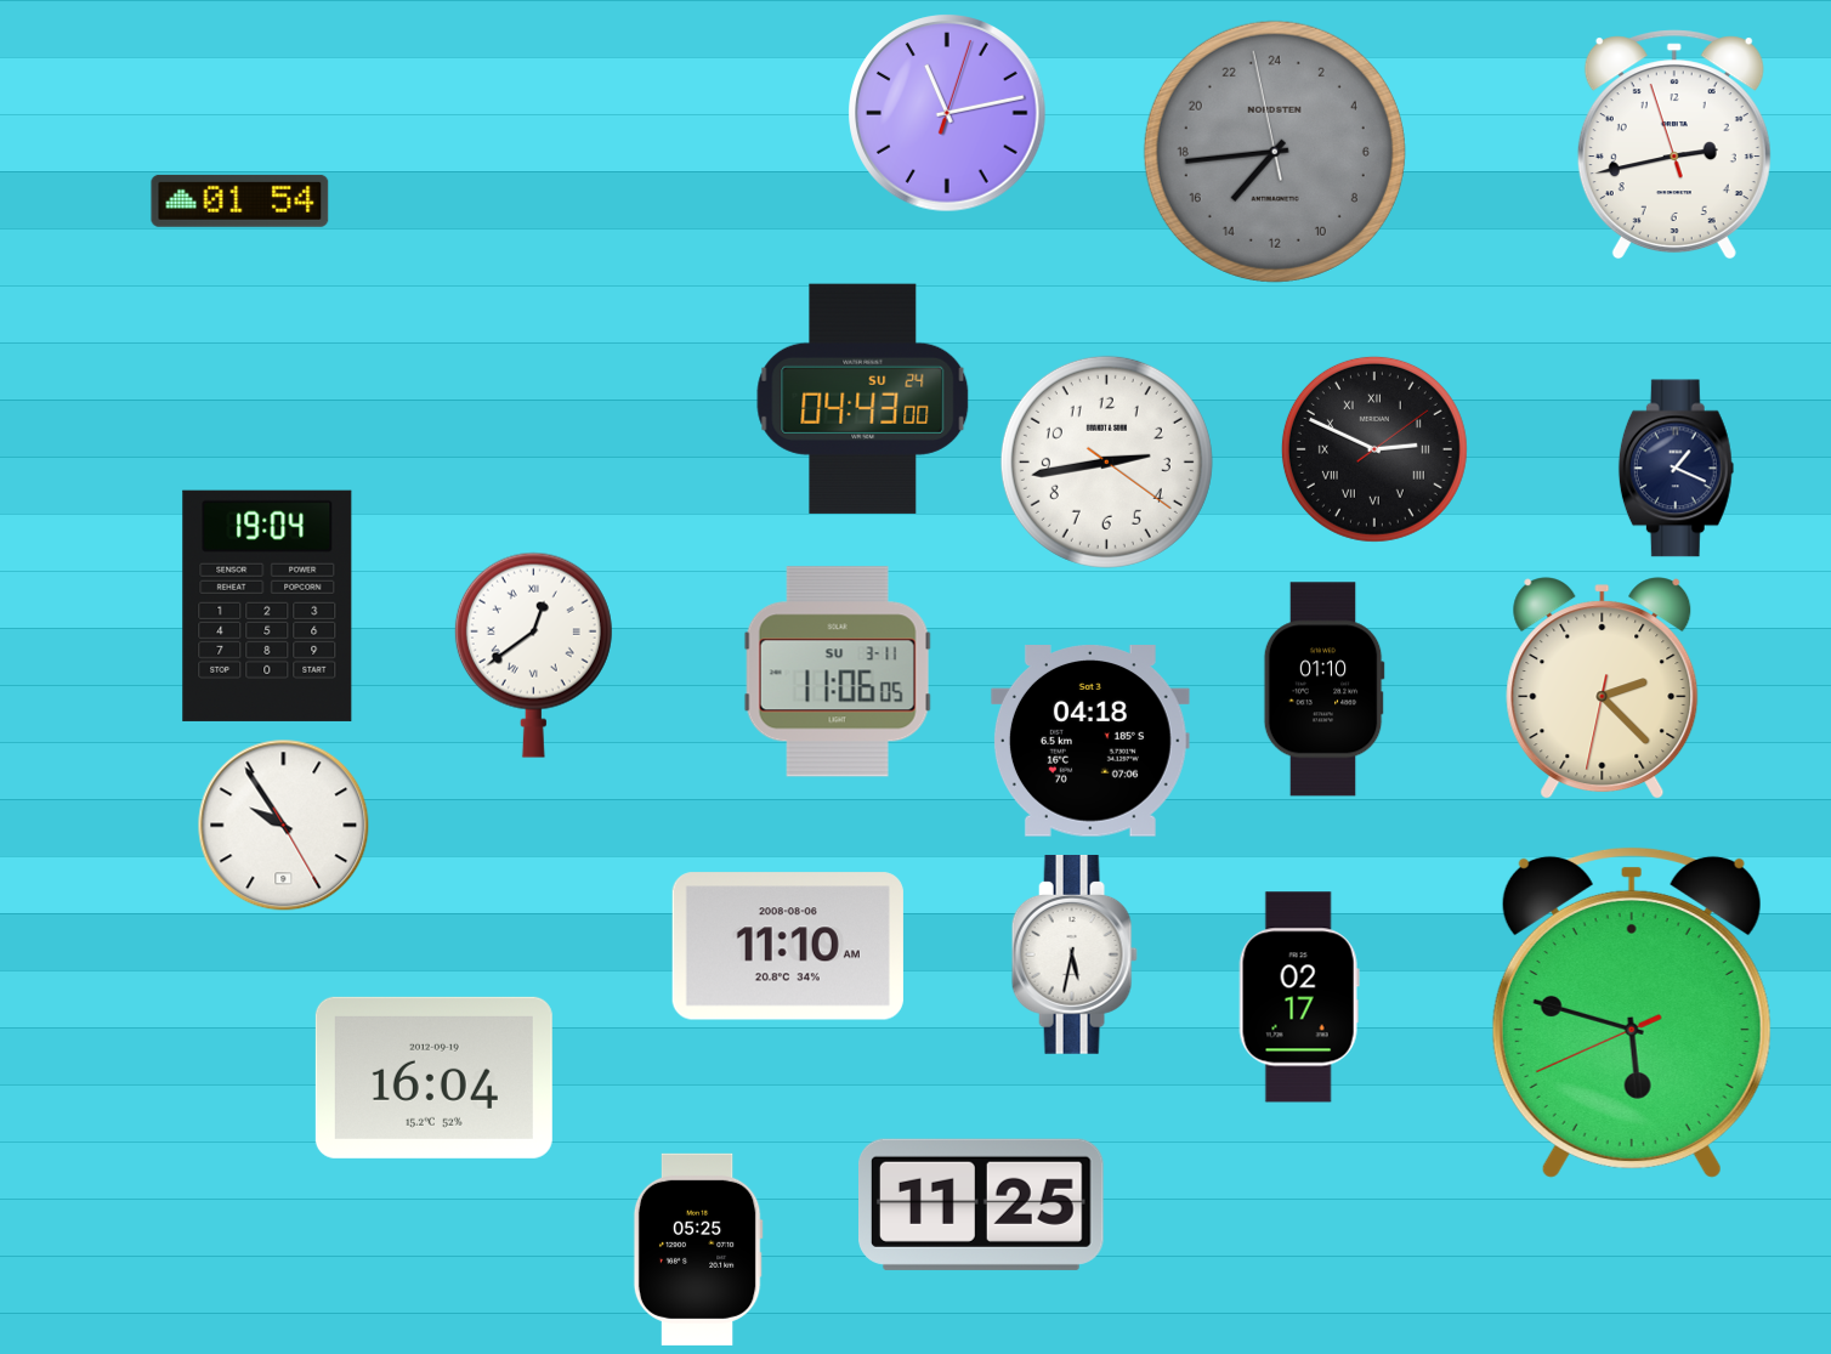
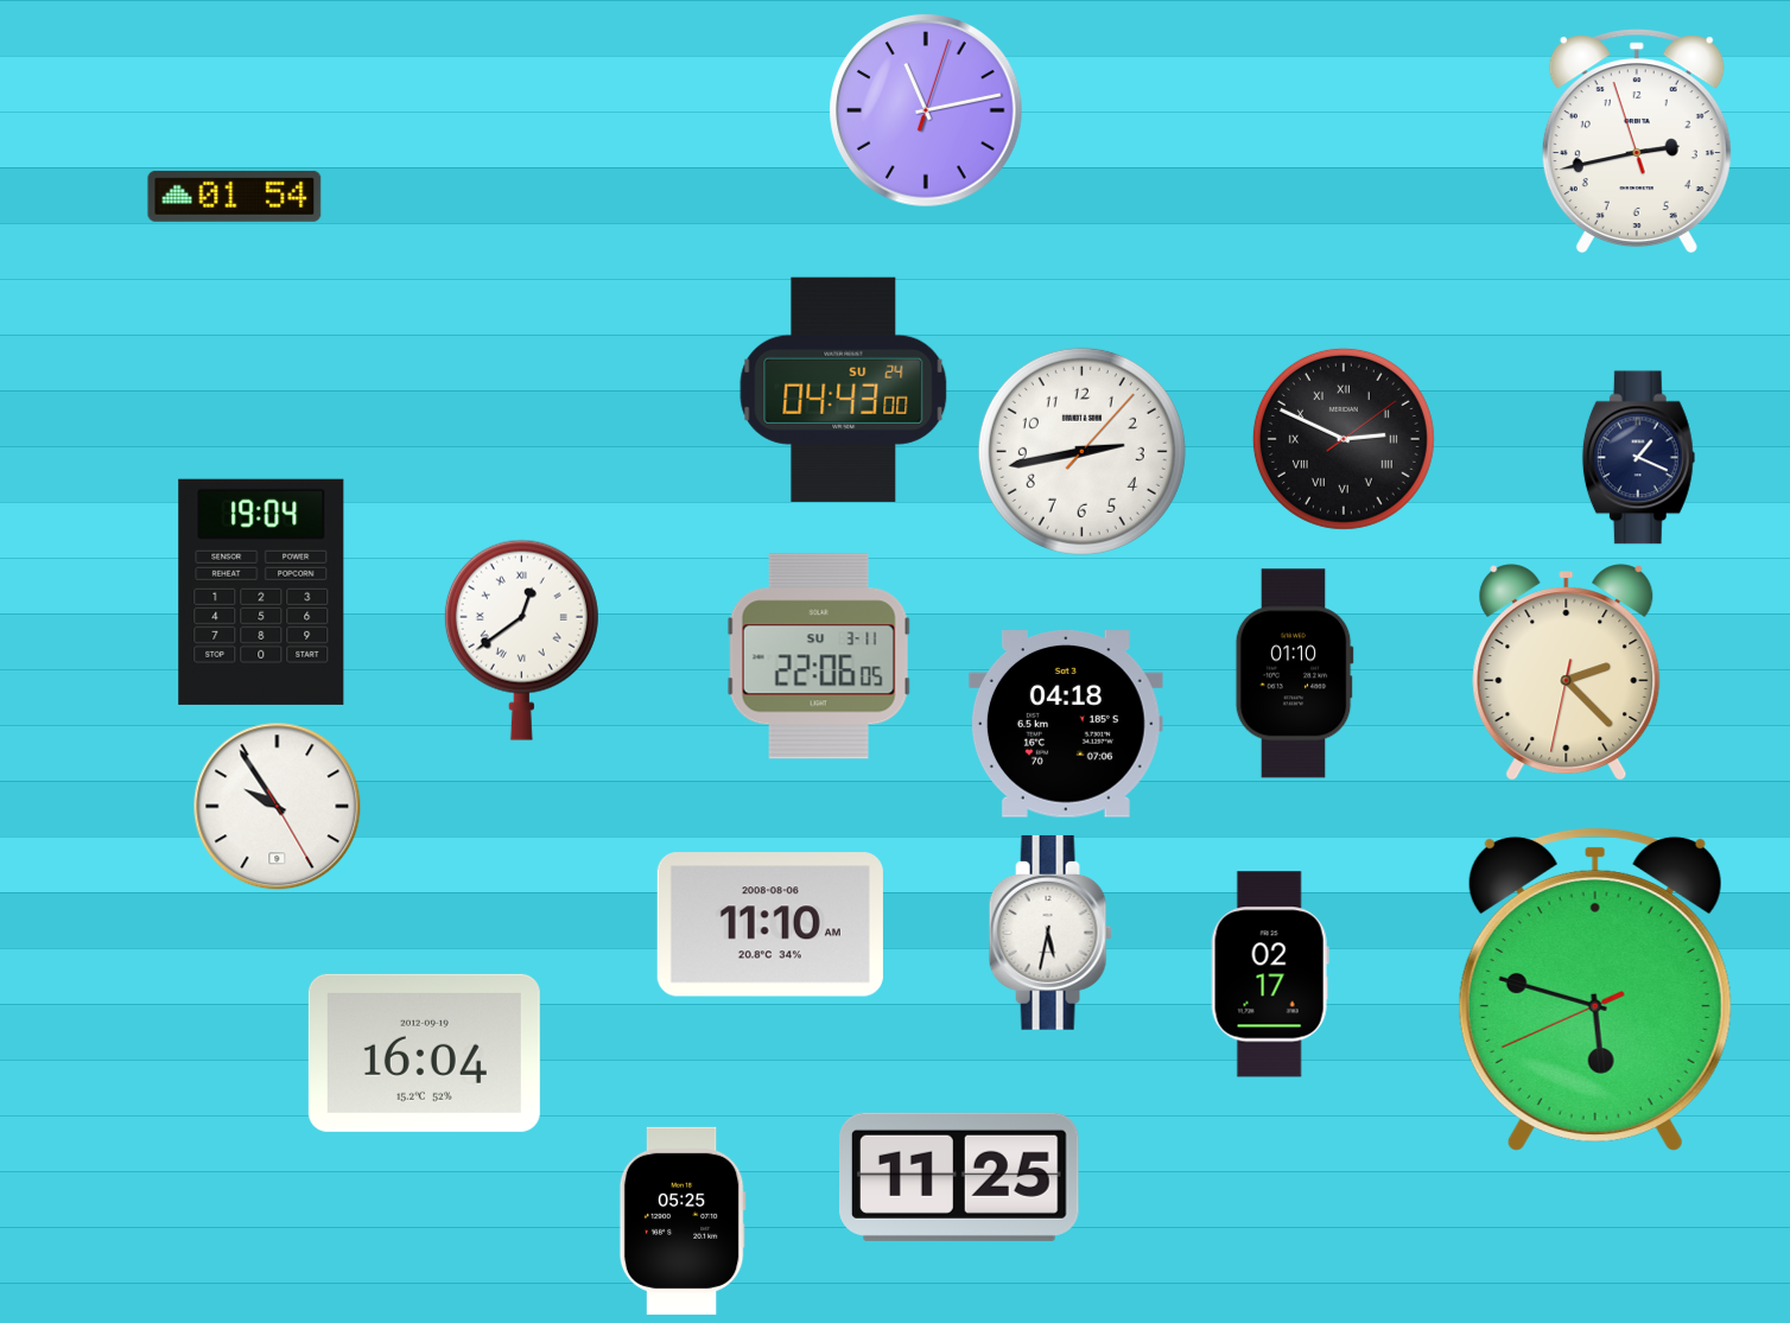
clock at (1275, 152): 14:43 -> none
clock at (1106, 461): 2:43:21 -> 2:43:07
clock at (838, 672): 11:06 -> 22:06
